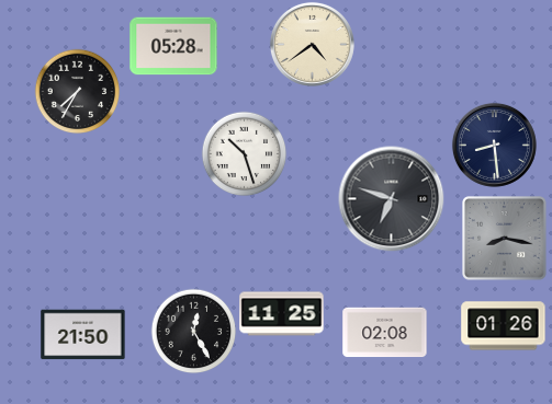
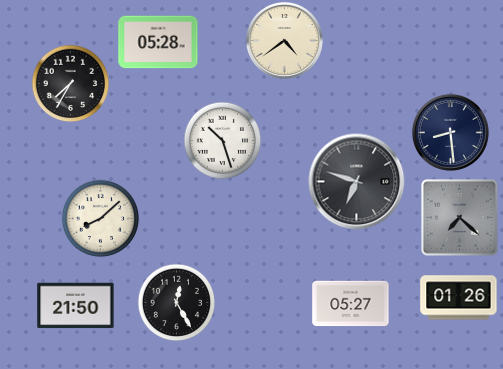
clock at (100, 218): none -> 8:08
clock at (505, 239): 8:17 -> 7:22
clock at (282, 314): 11:25 -> none
clock at (385, 333): 02:08 -> 05:27
